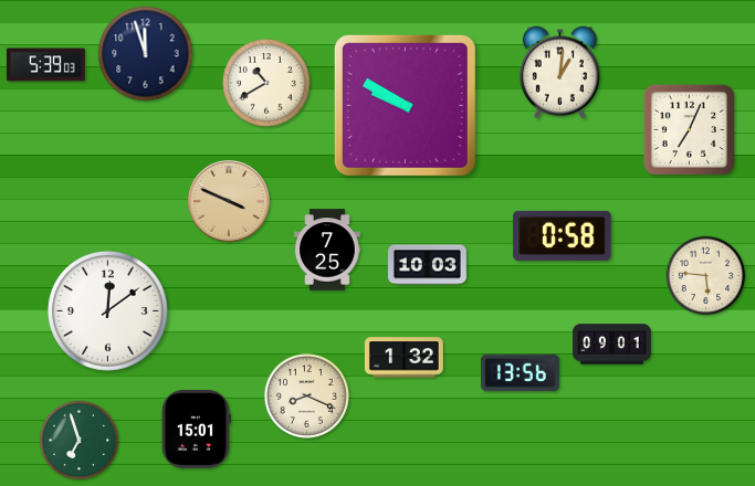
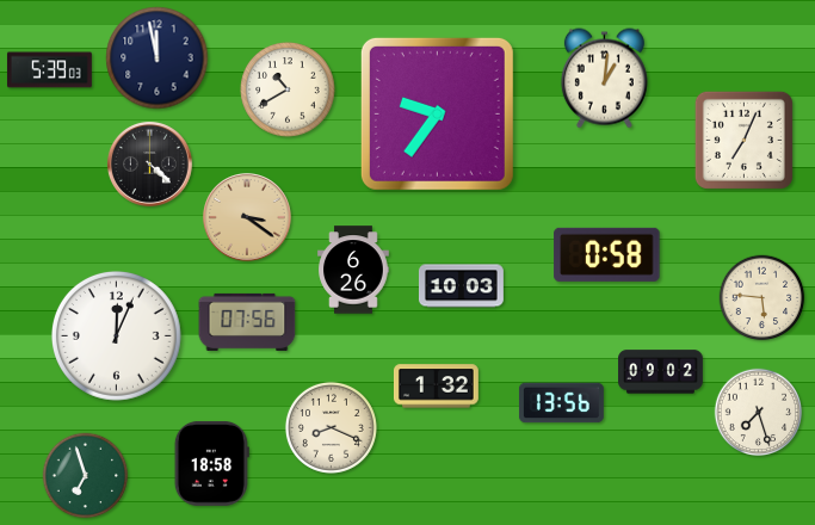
clock at (146, 54): 11:57 -> 11:58
clock at (405, 105): 9:50 -> 9:36
clock at (149, 163): none -> 4:22
clock at (229, 201): 3:49 -> 3:21
clock at (327, 250): 7:25 -> 6:26
clock at (247, 322): none -> 07:56
clock at (107, 310): 12:09 -> 12:04
clock at (612, 345): 09:01 -> 09:02
clock at (758, 412): none -> 7:27
clock at (196, 429): 15:01 -> 18:58
